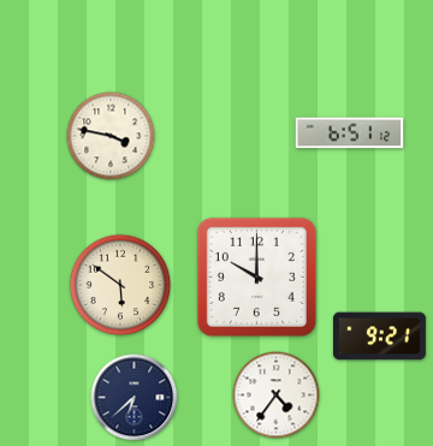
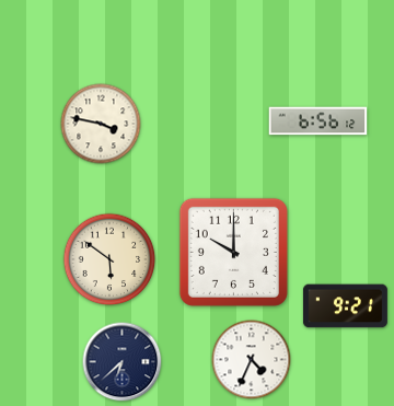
clock at (350, 133): 6:51 -> 6:56
clock at (277, 396): 4:36 -> 4:34
